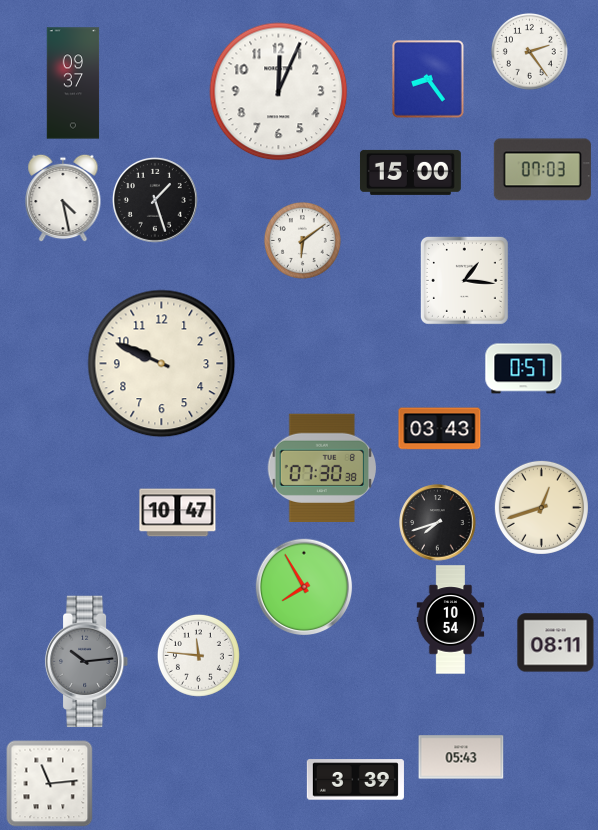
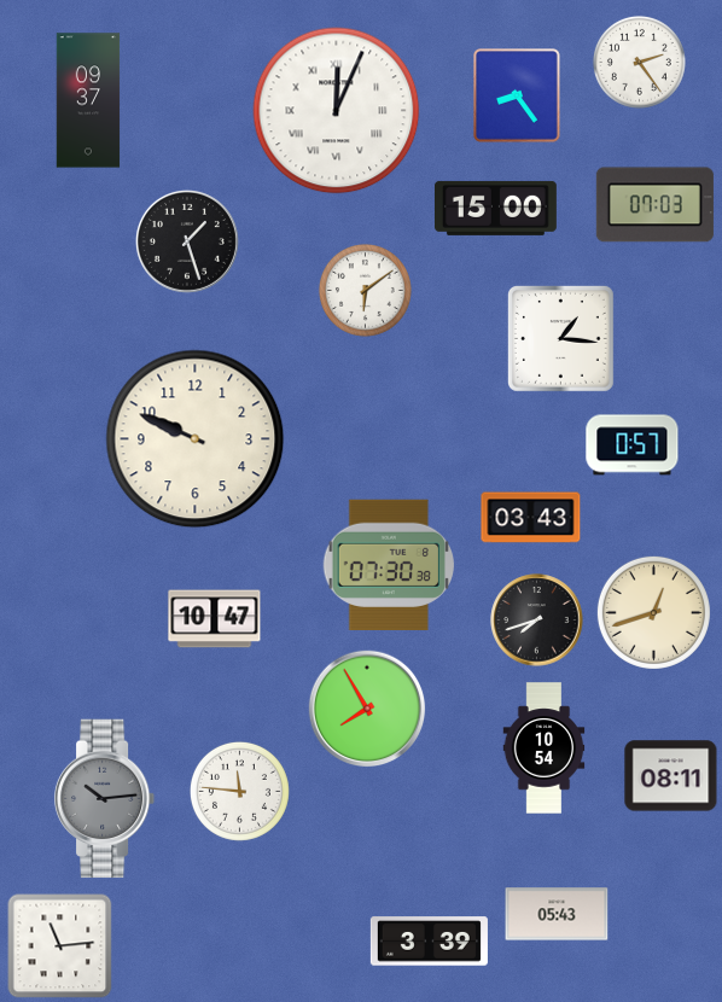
clock at (279, 92) numerals: Arabic -> Roman
clock at (63, 198): 4:28 -> none
clock at (438, 523) position: (438, 523) -> (537, 621)
